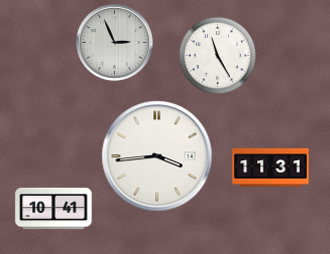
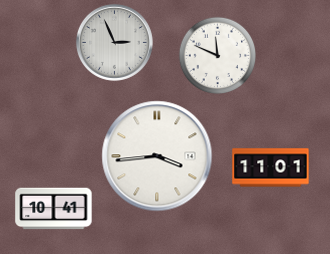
clock at (217, 55): 11:25 -> 11:49
clock at (271, 168): 11:31 -> 11:01
